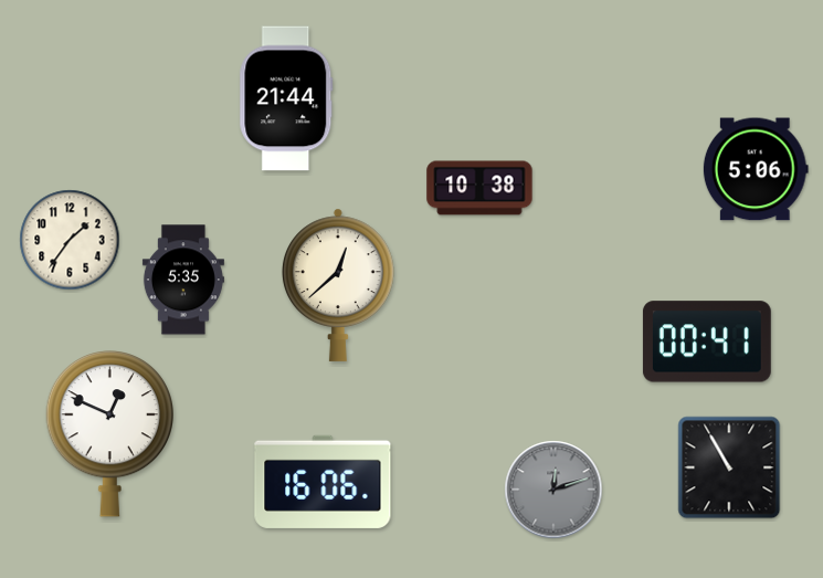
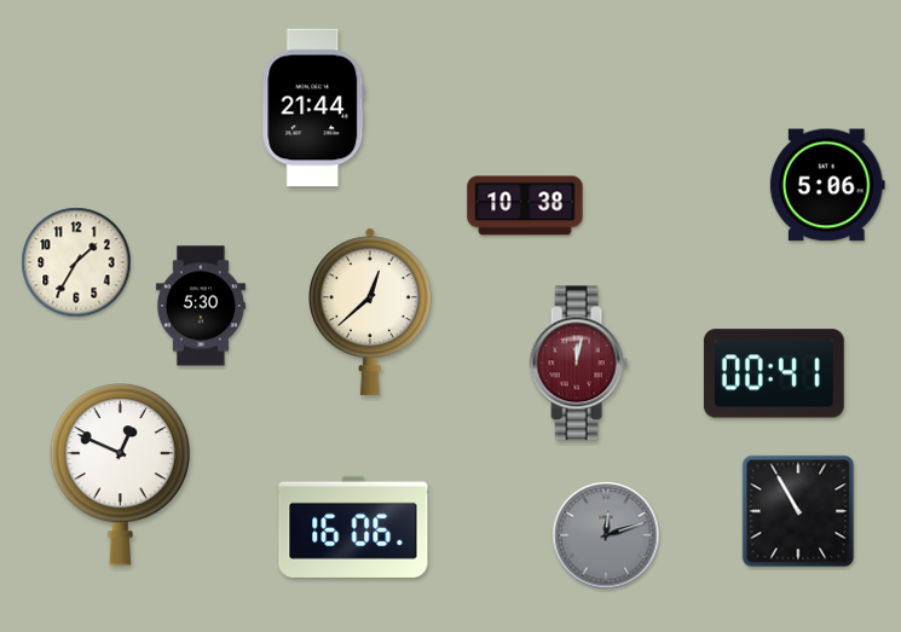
clock at (70, 240): 1:36 -> 1:35
clock at (183, 280): 5:35 -> 5:30
clock at (578, 364): none -> 12:02
